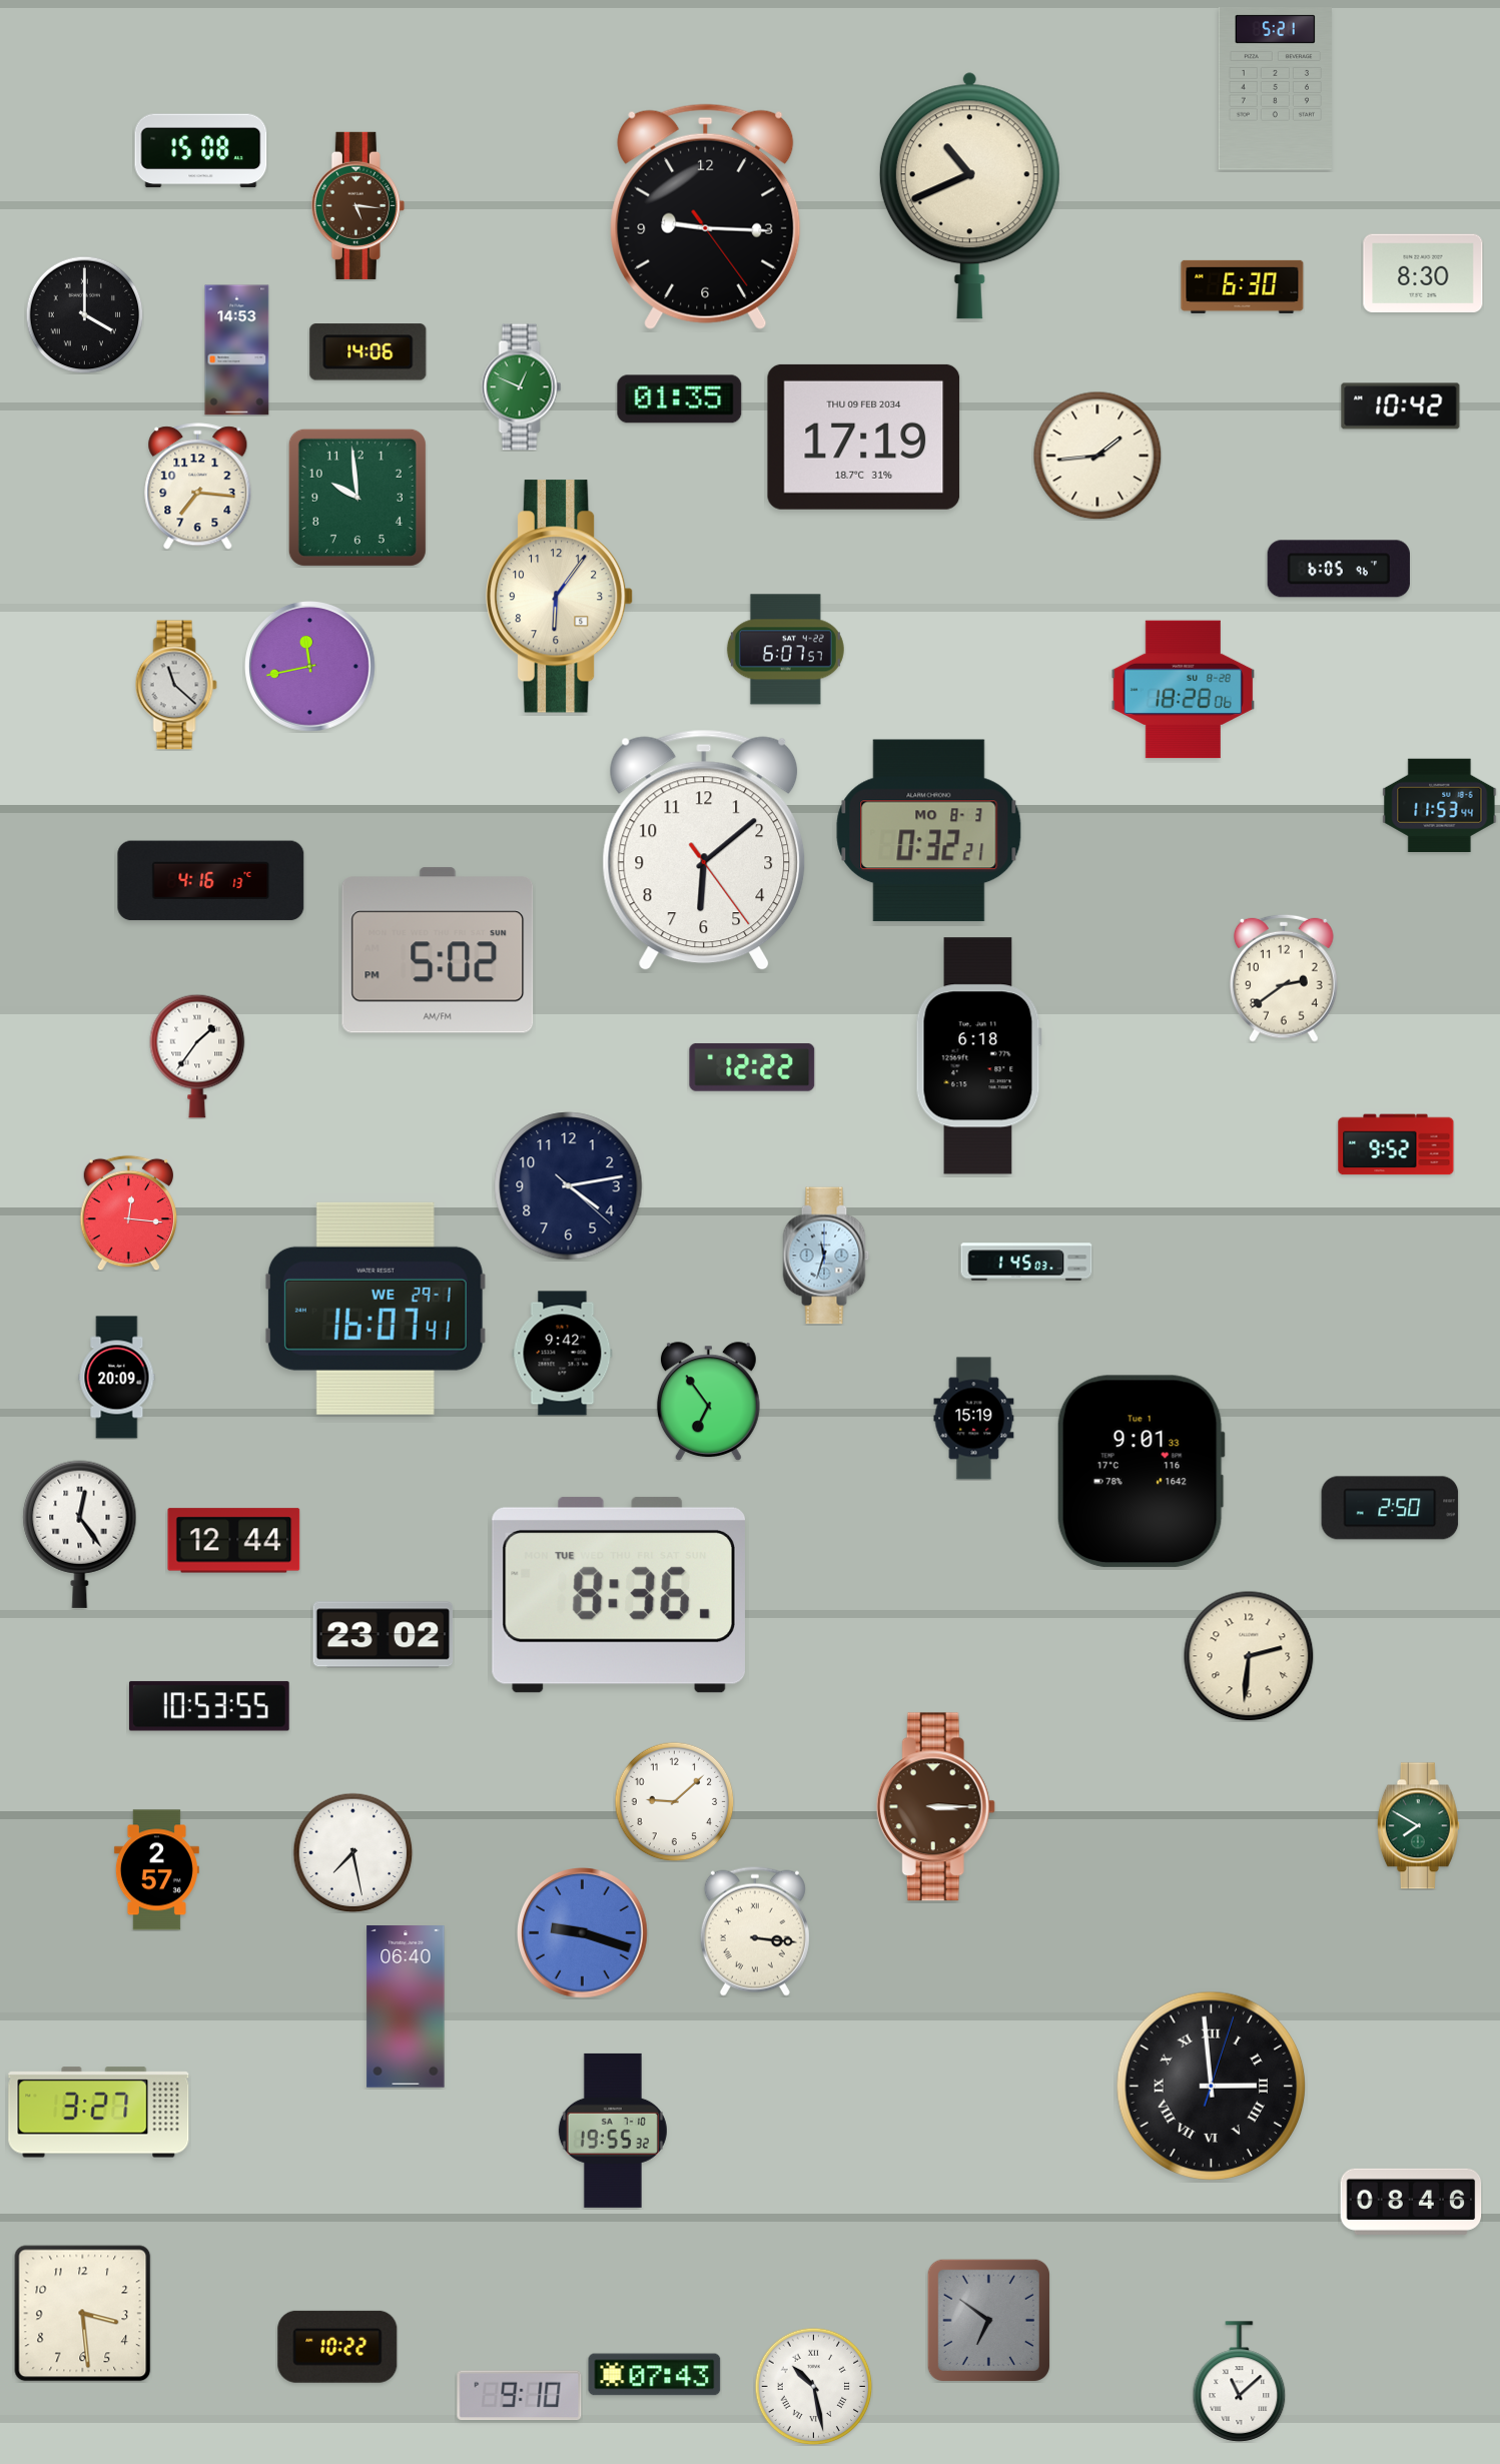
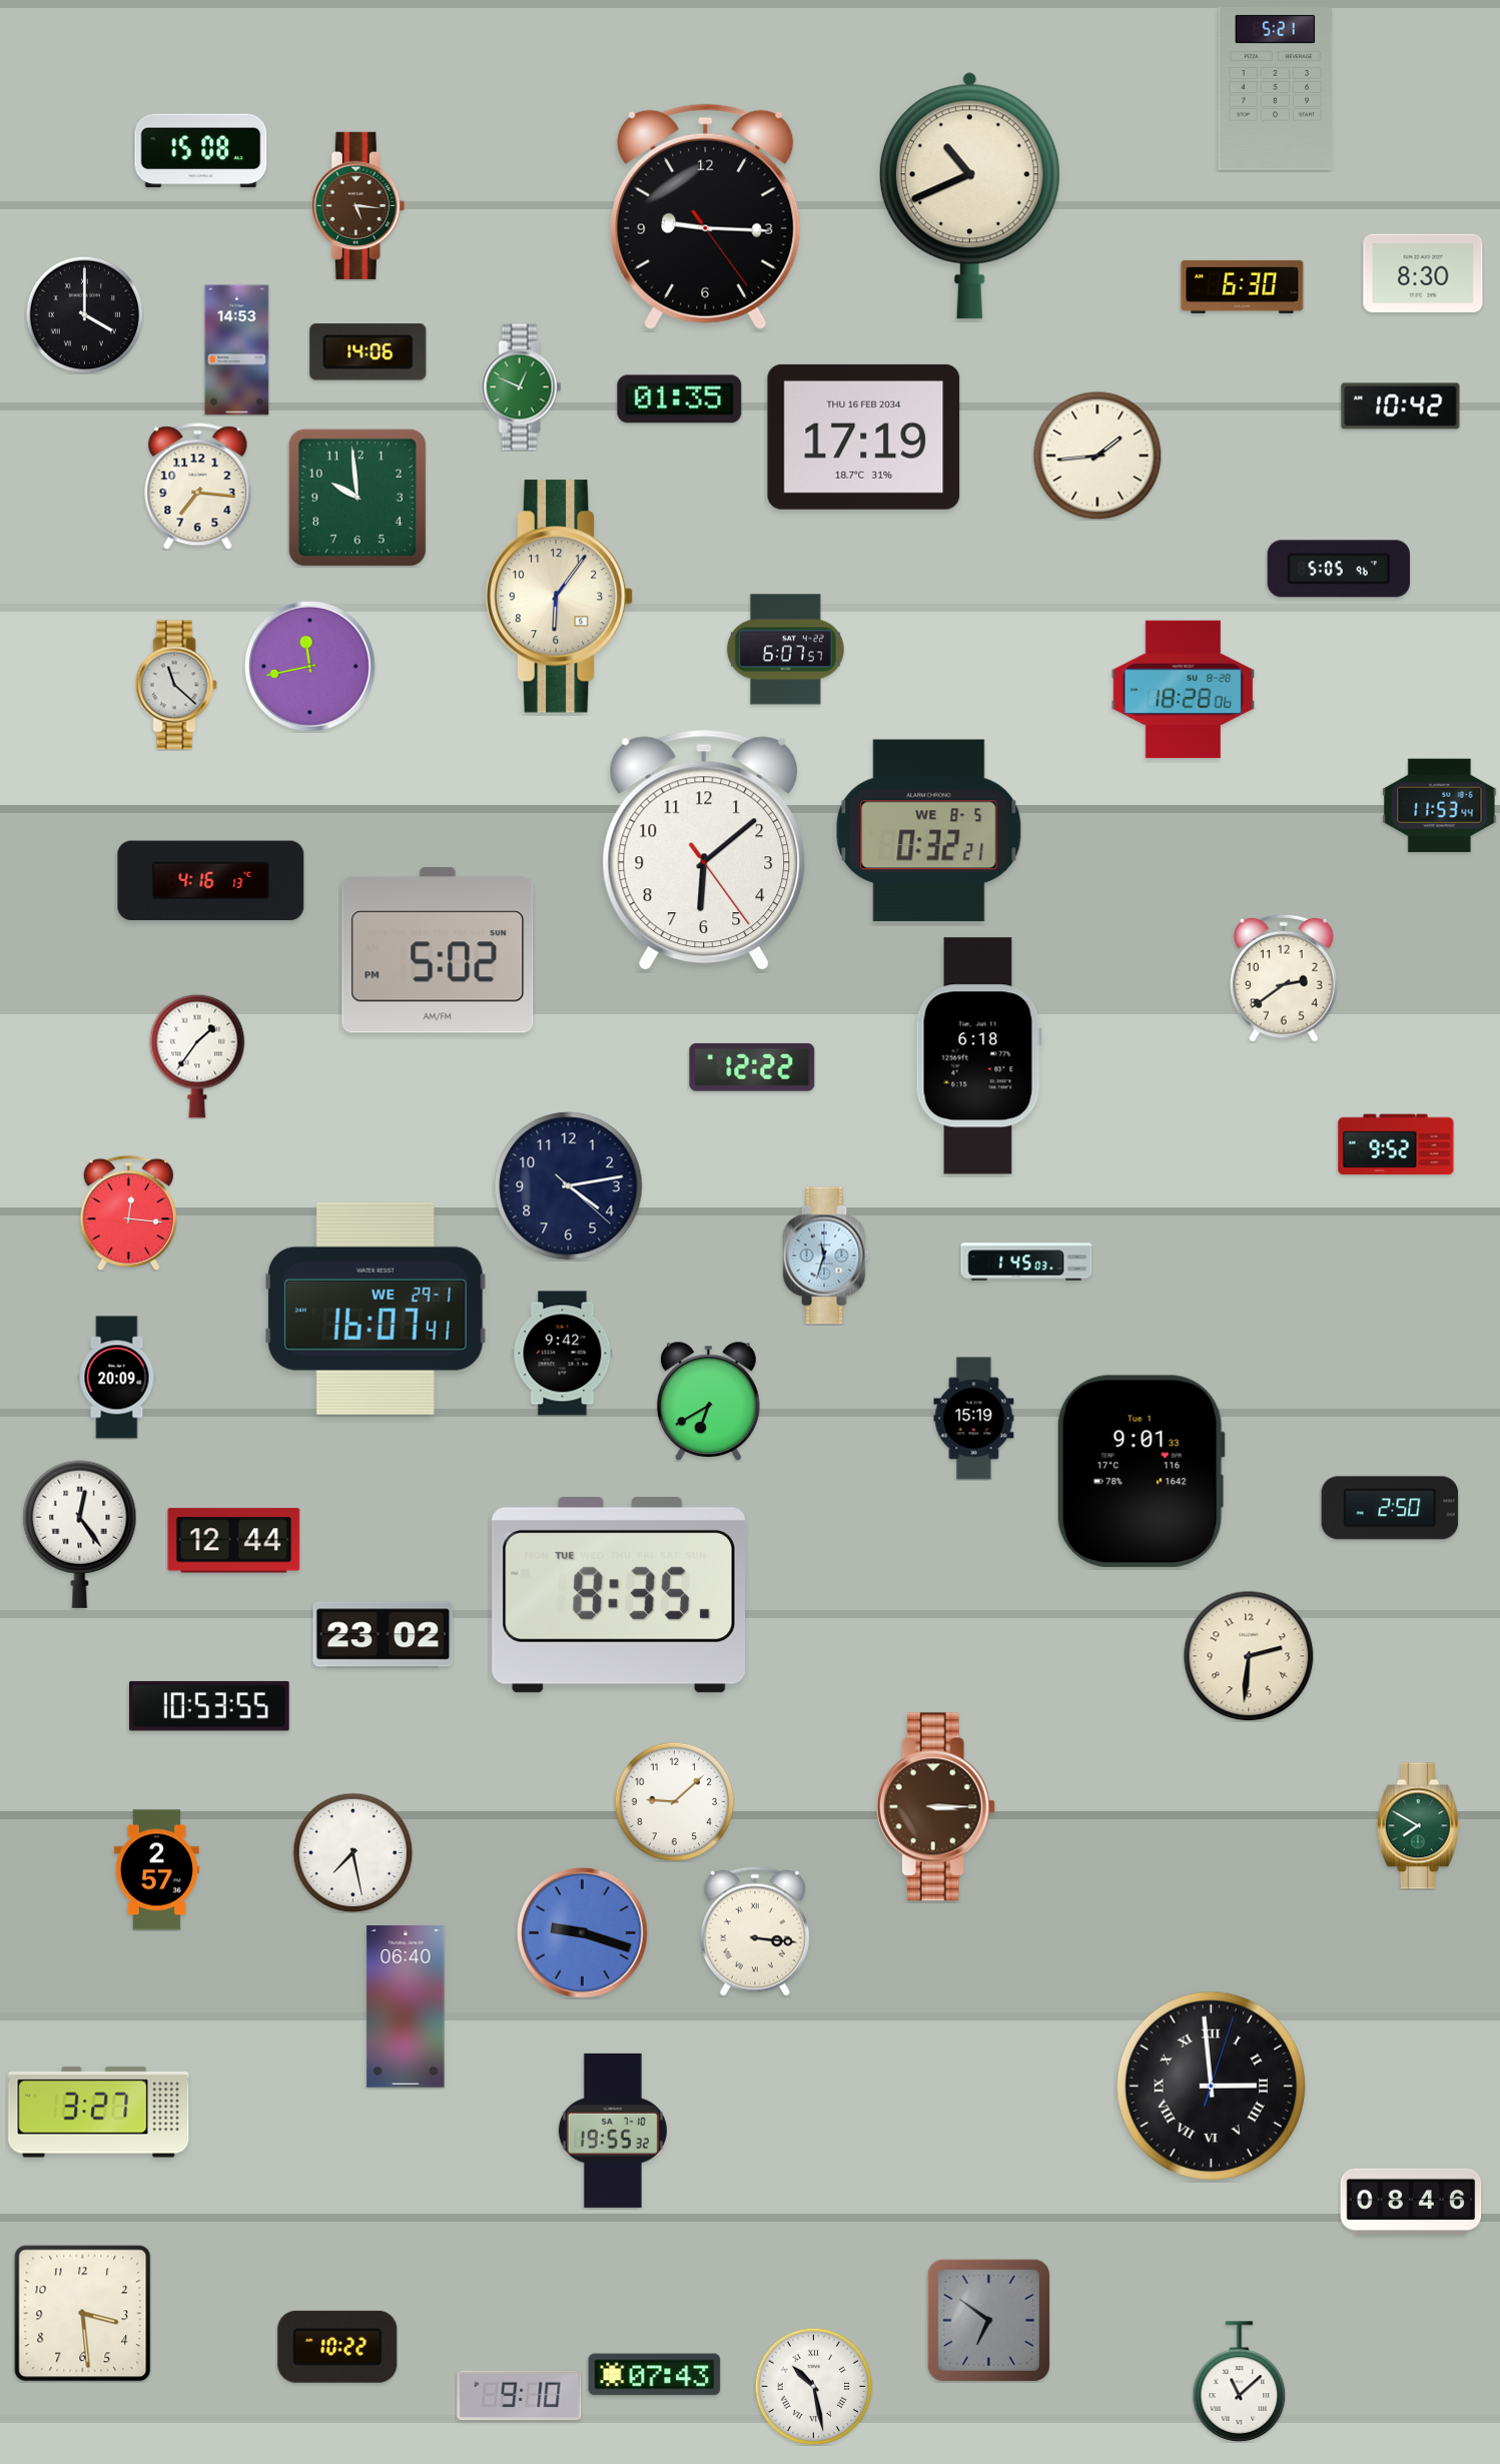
clock at (864, 437) date: THU 09 FEB 2034 -> THU 16 FEB 2034
clock at (1339, 569): 6:05 -> 5:05
clock at (929, 831) date: MO 8-3 -> WE 8-5
clock at (708, 1402): 6:54 -> 6:40
clock at (619, 1595): 8:36 -> 8:35
